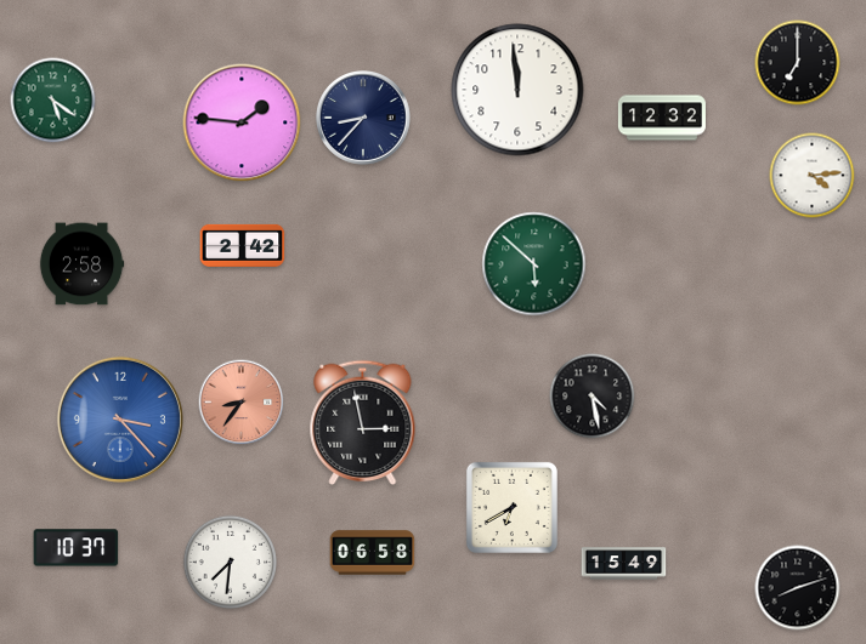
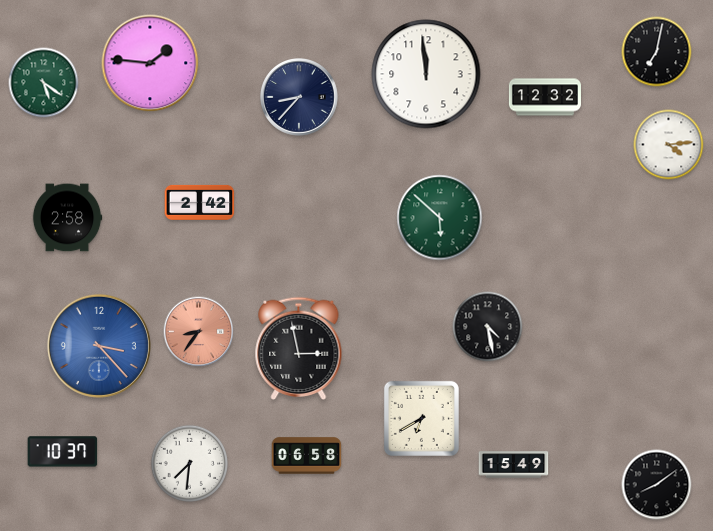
clock at (798, 63): 7:00 -> 7:02
clock at (242, 122) position: (242, 122) -> (150, 63)
clock at (798, 588): 8:12 -> 8:09
